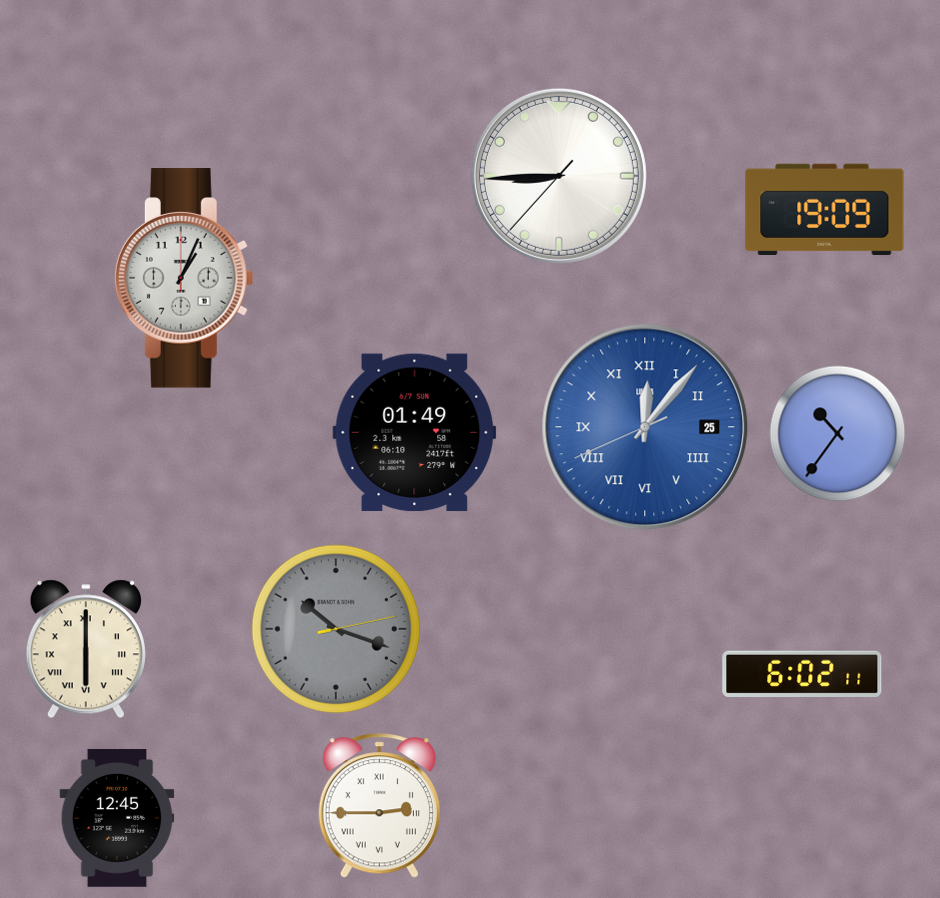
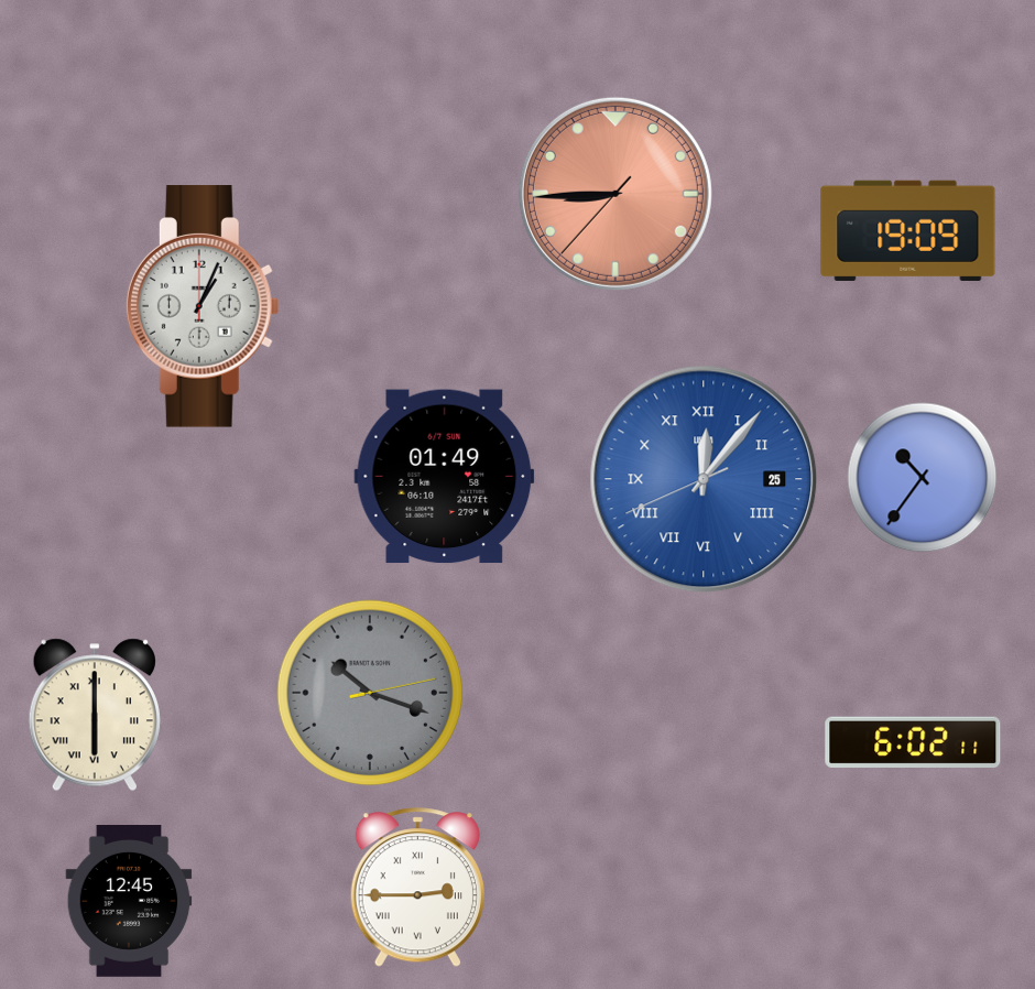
clock at (559, 176) dial: white -> salmon
clock at (645, 427) position: (645, 427) -> (704, 479)
clock at (415, 433) position: (415, 433) -> (445, 477)
clock at (802, 673) position: (802, 673) -> (913, 741)
